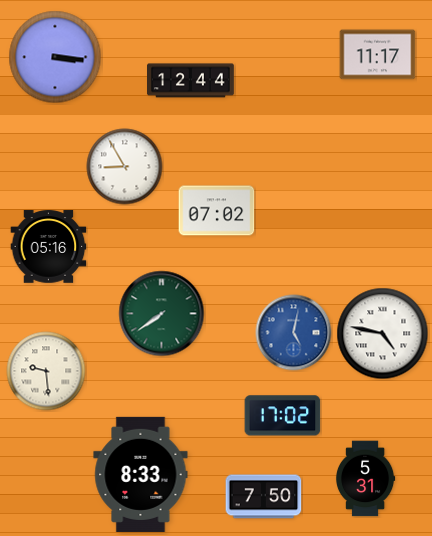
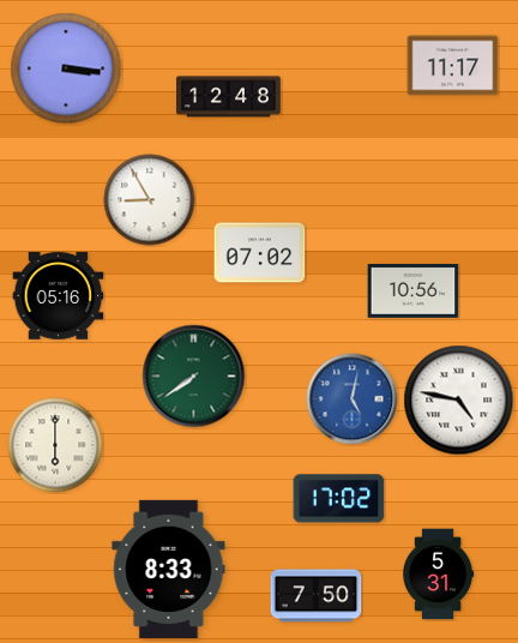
clock at (191, 81): 12:44 -> 12:48
clock at (414, 292): none -> 10:56
clock at (46, 371): 9:29 -> 6:00
